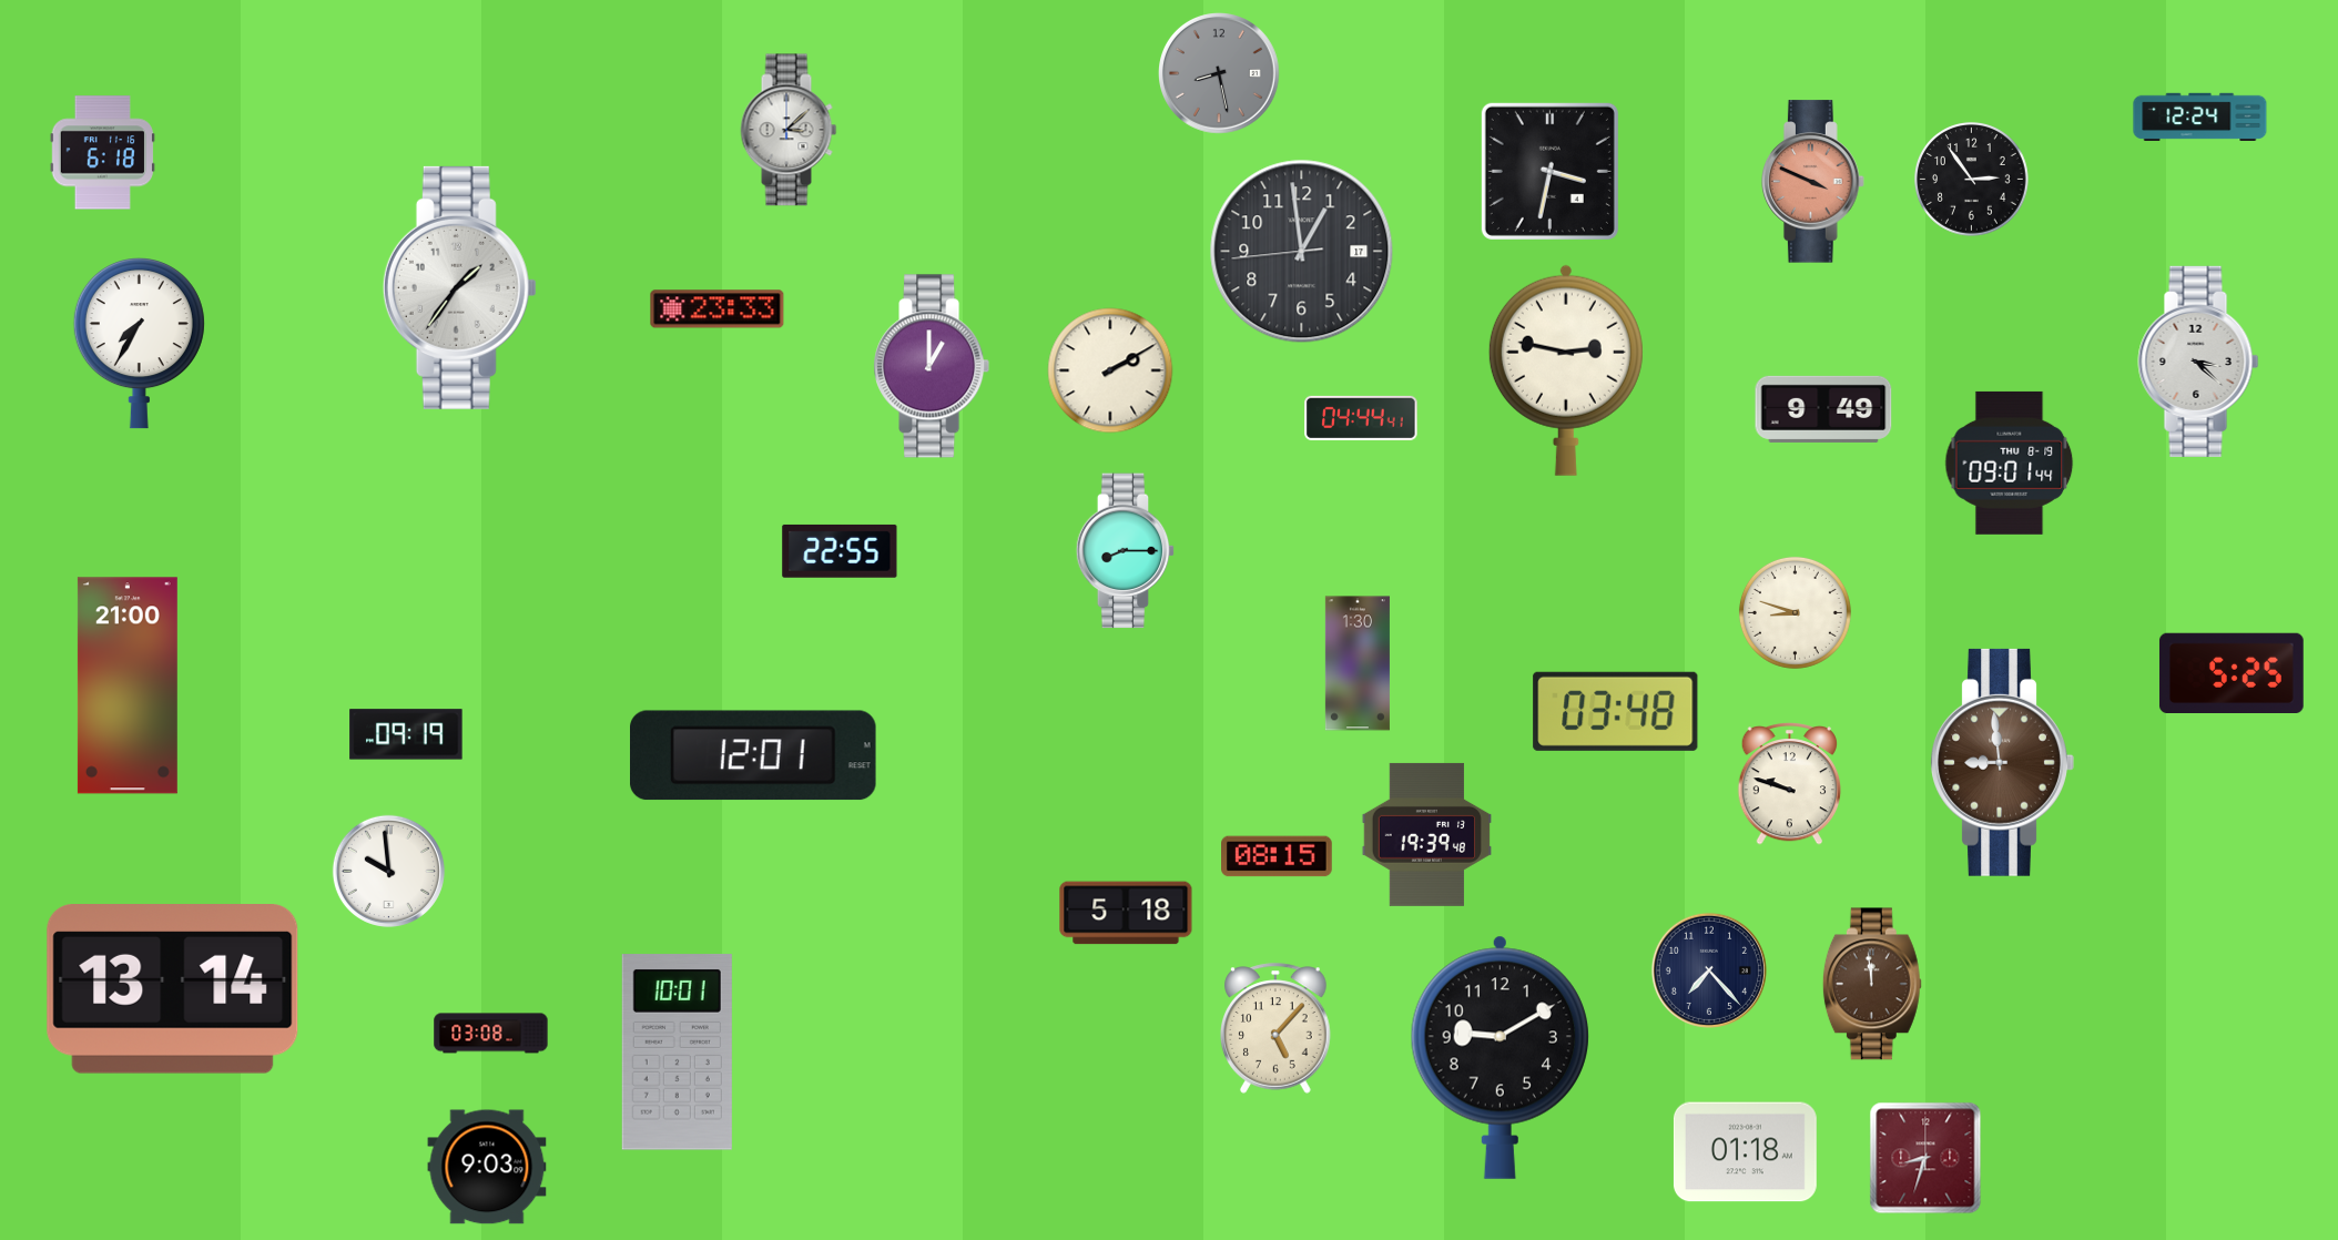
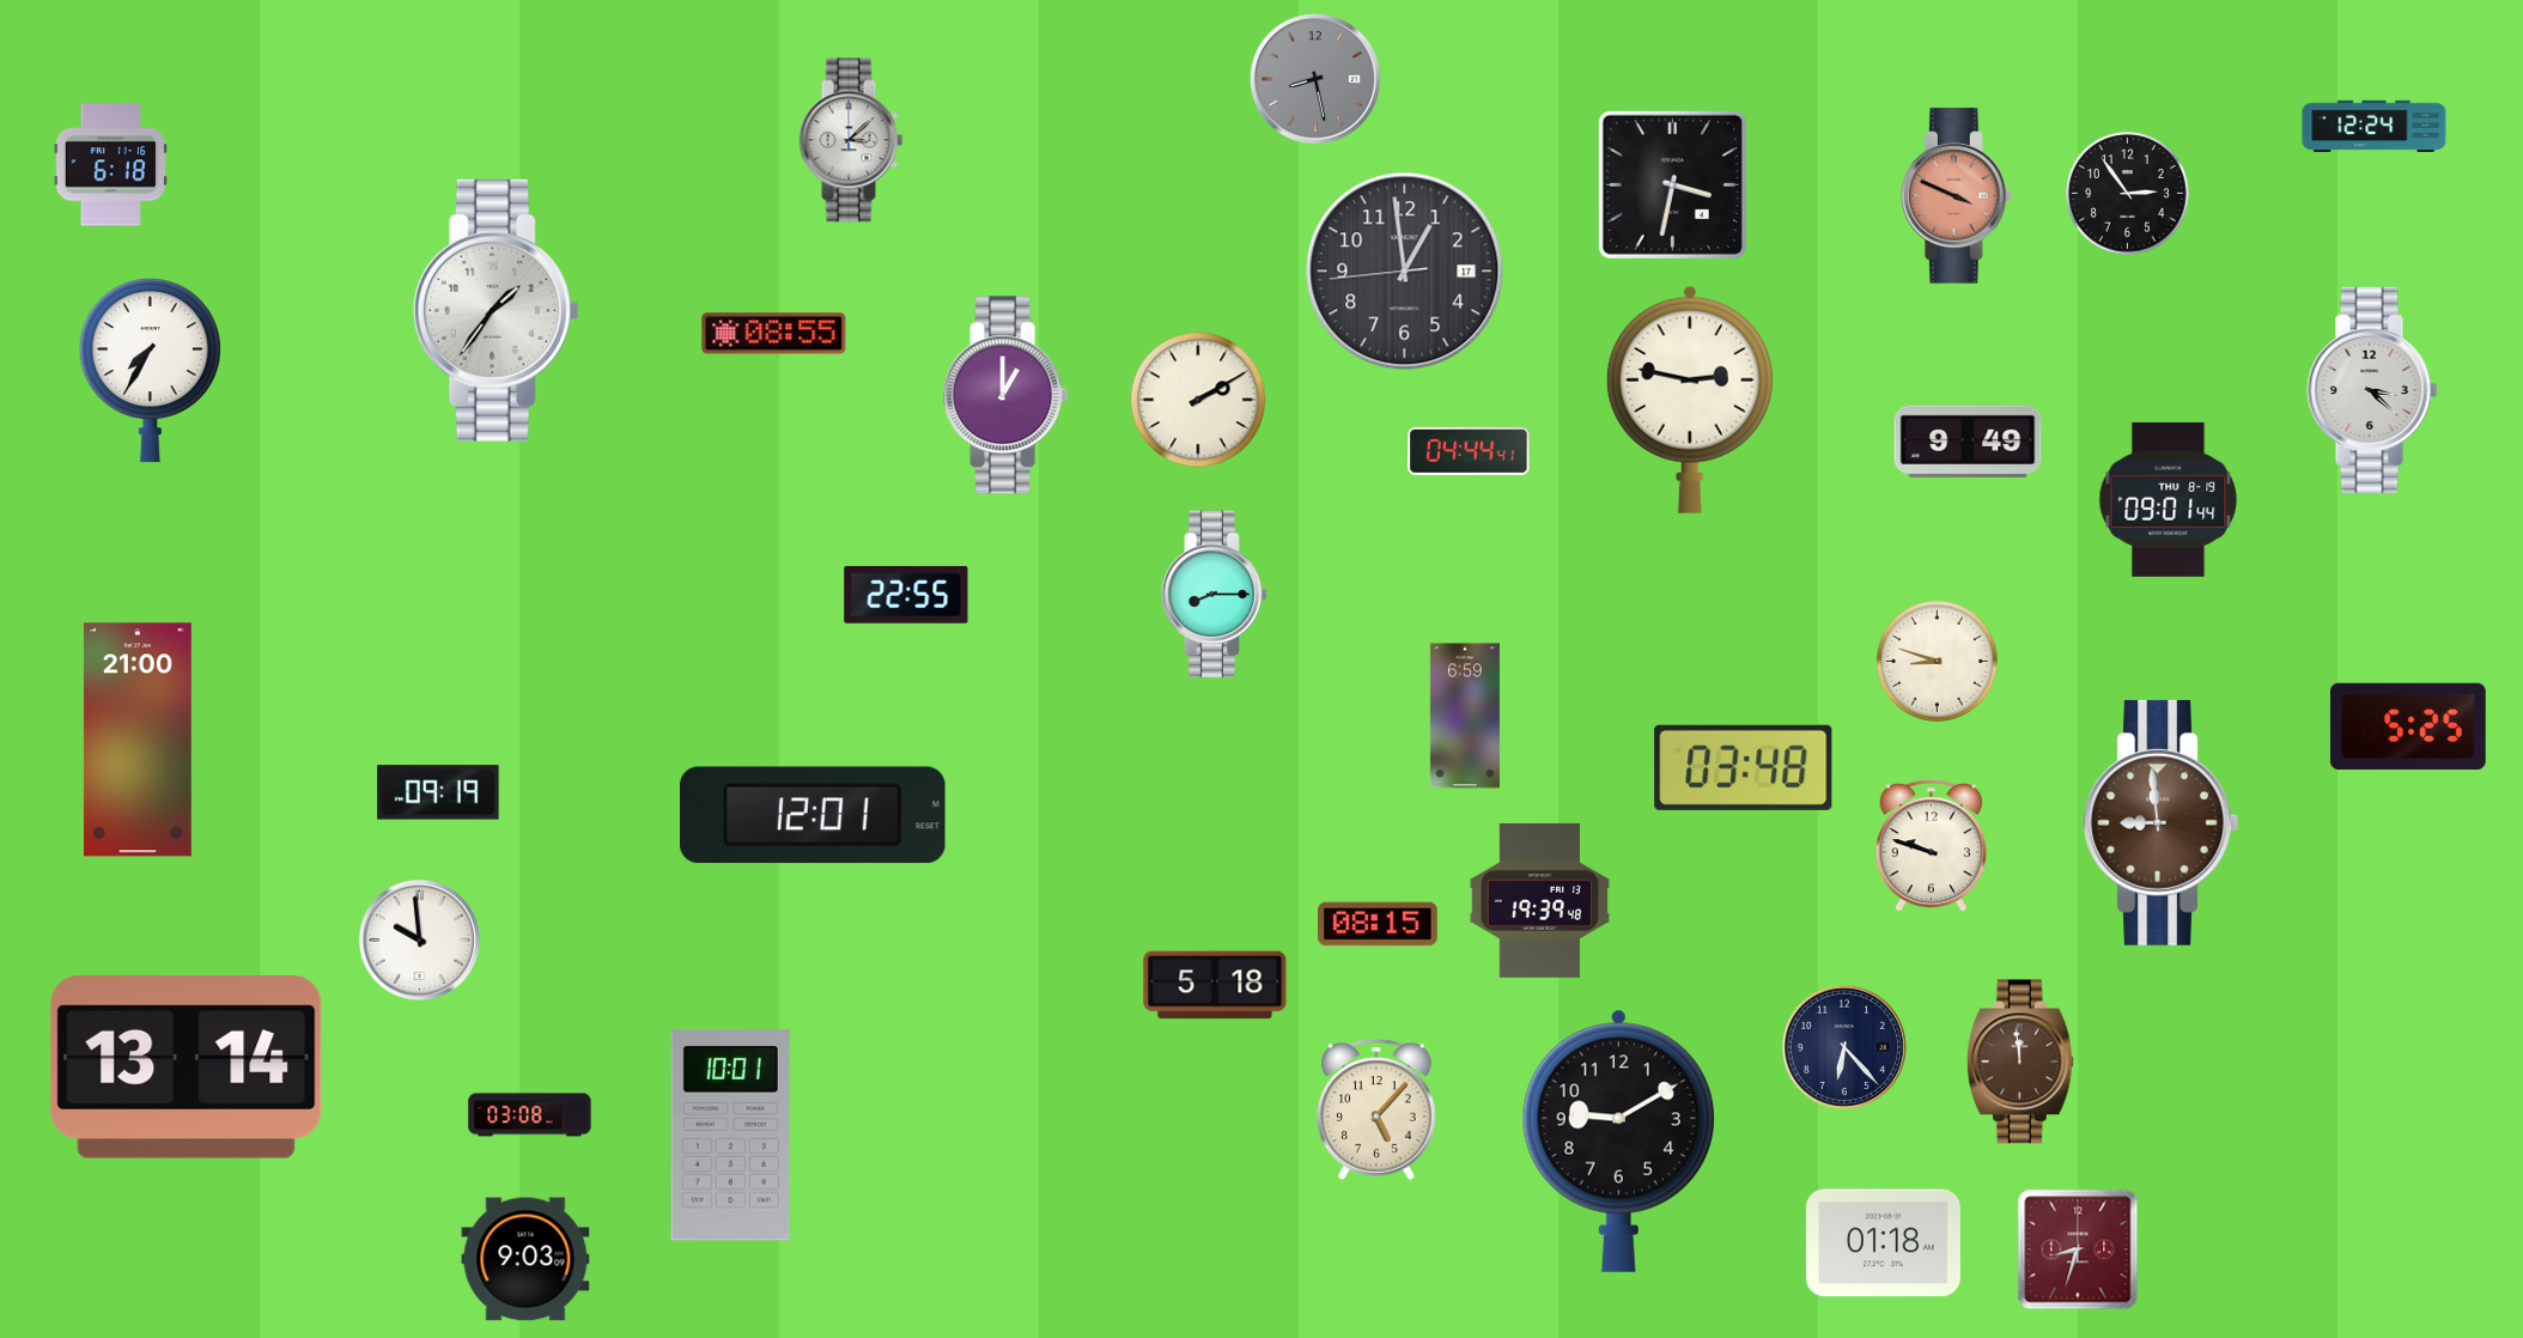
clock at (718, 309): 23:33 -> 08:55
clock at (1358, 663): 1:30 -> 6:59
clock at (1709, 970): 7:23 -> 6:23
